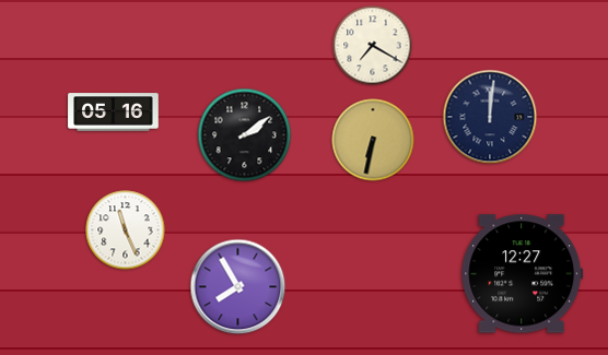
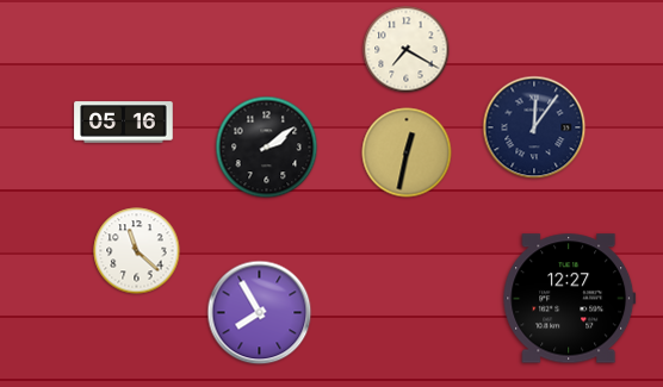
clock at (490, 117): 12:01 -> 12:06
clock at (373, 140): 6:32 -> 12:32
clock at (126, 230): 11:26 -> 11:22
